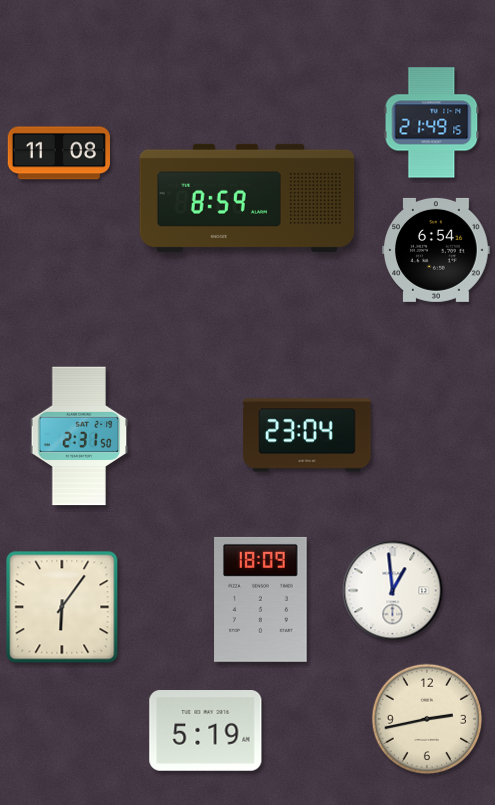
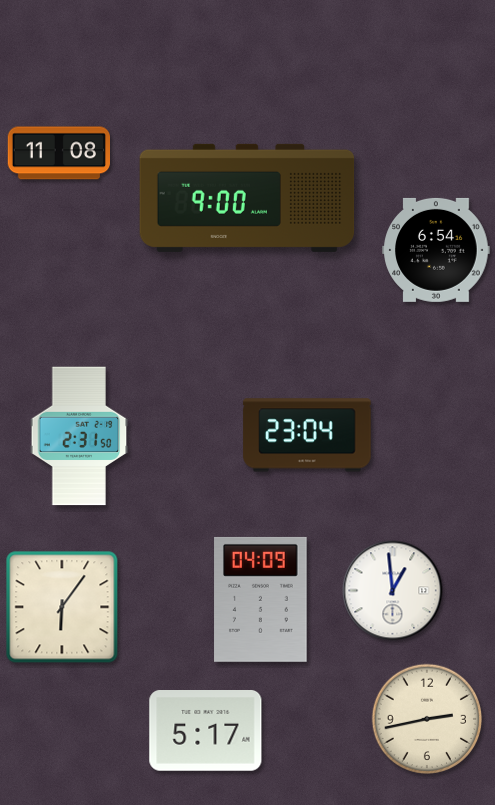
clock at (432, 123): 21:49 -> none
clock at (247, 198): 8:59 -> 9:00
clock at (261, 599): 18:09 -> 04:09
clock at (206, 731): 5:19 -> 5:17
